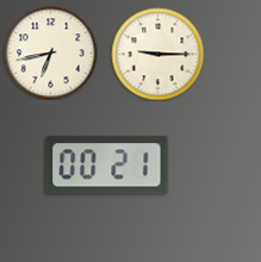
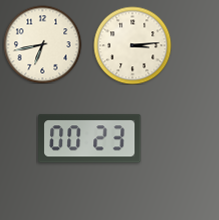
clock at (157, 54): 9:15 -> 3:14
clock at (107, 166): 00:21 -> 00:23
